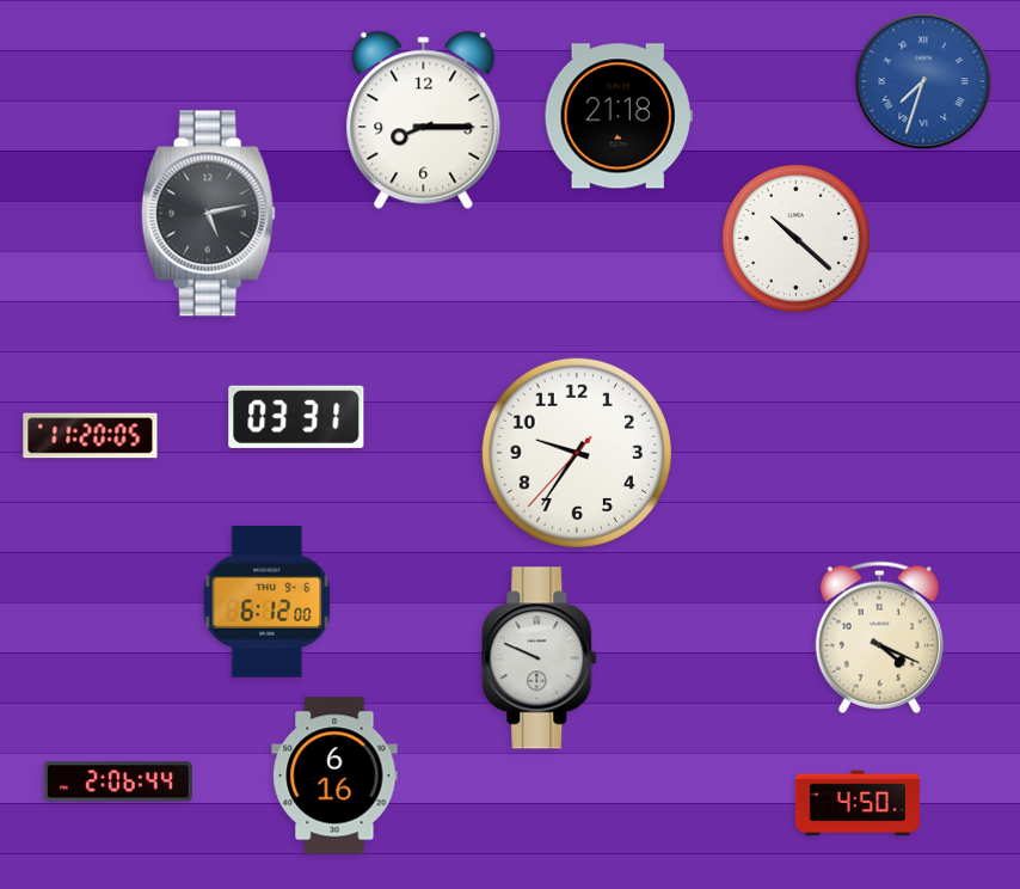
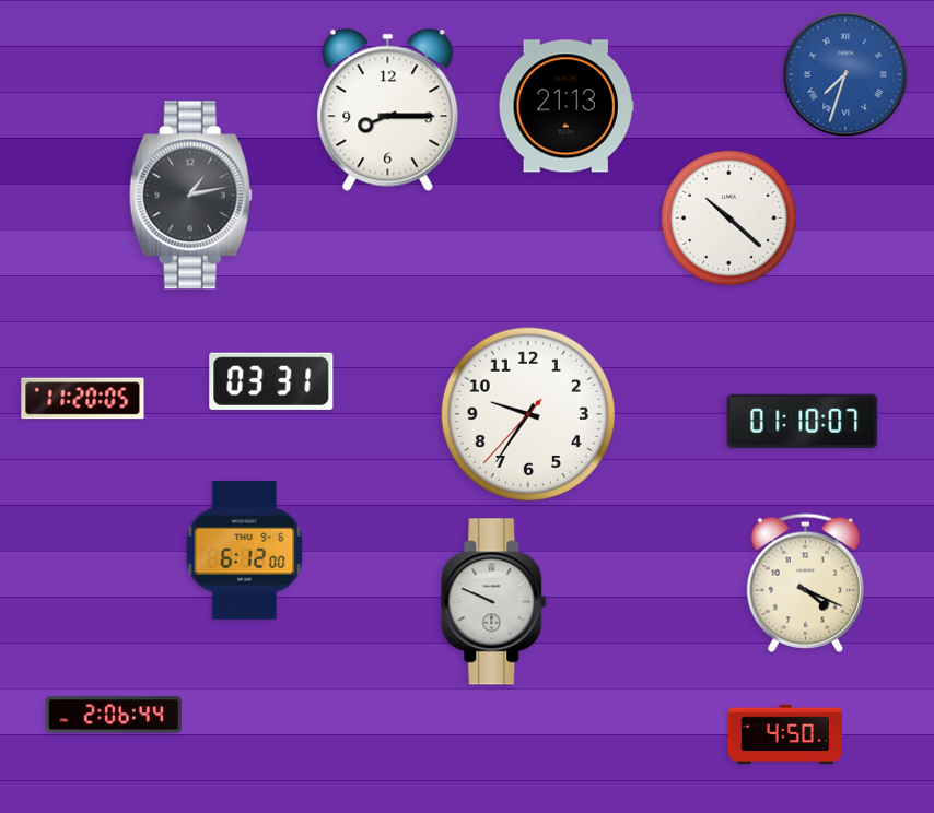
clock at (619, 116): 21:18 -> 21:13
clock at (208, 214): 5:13 -> 1:13
clock at (803, 421): none -> 01:10
clock at (334, 775): 6:16 -> none
clock at (118, 781) position: (118, 781) -> (114, 715)
